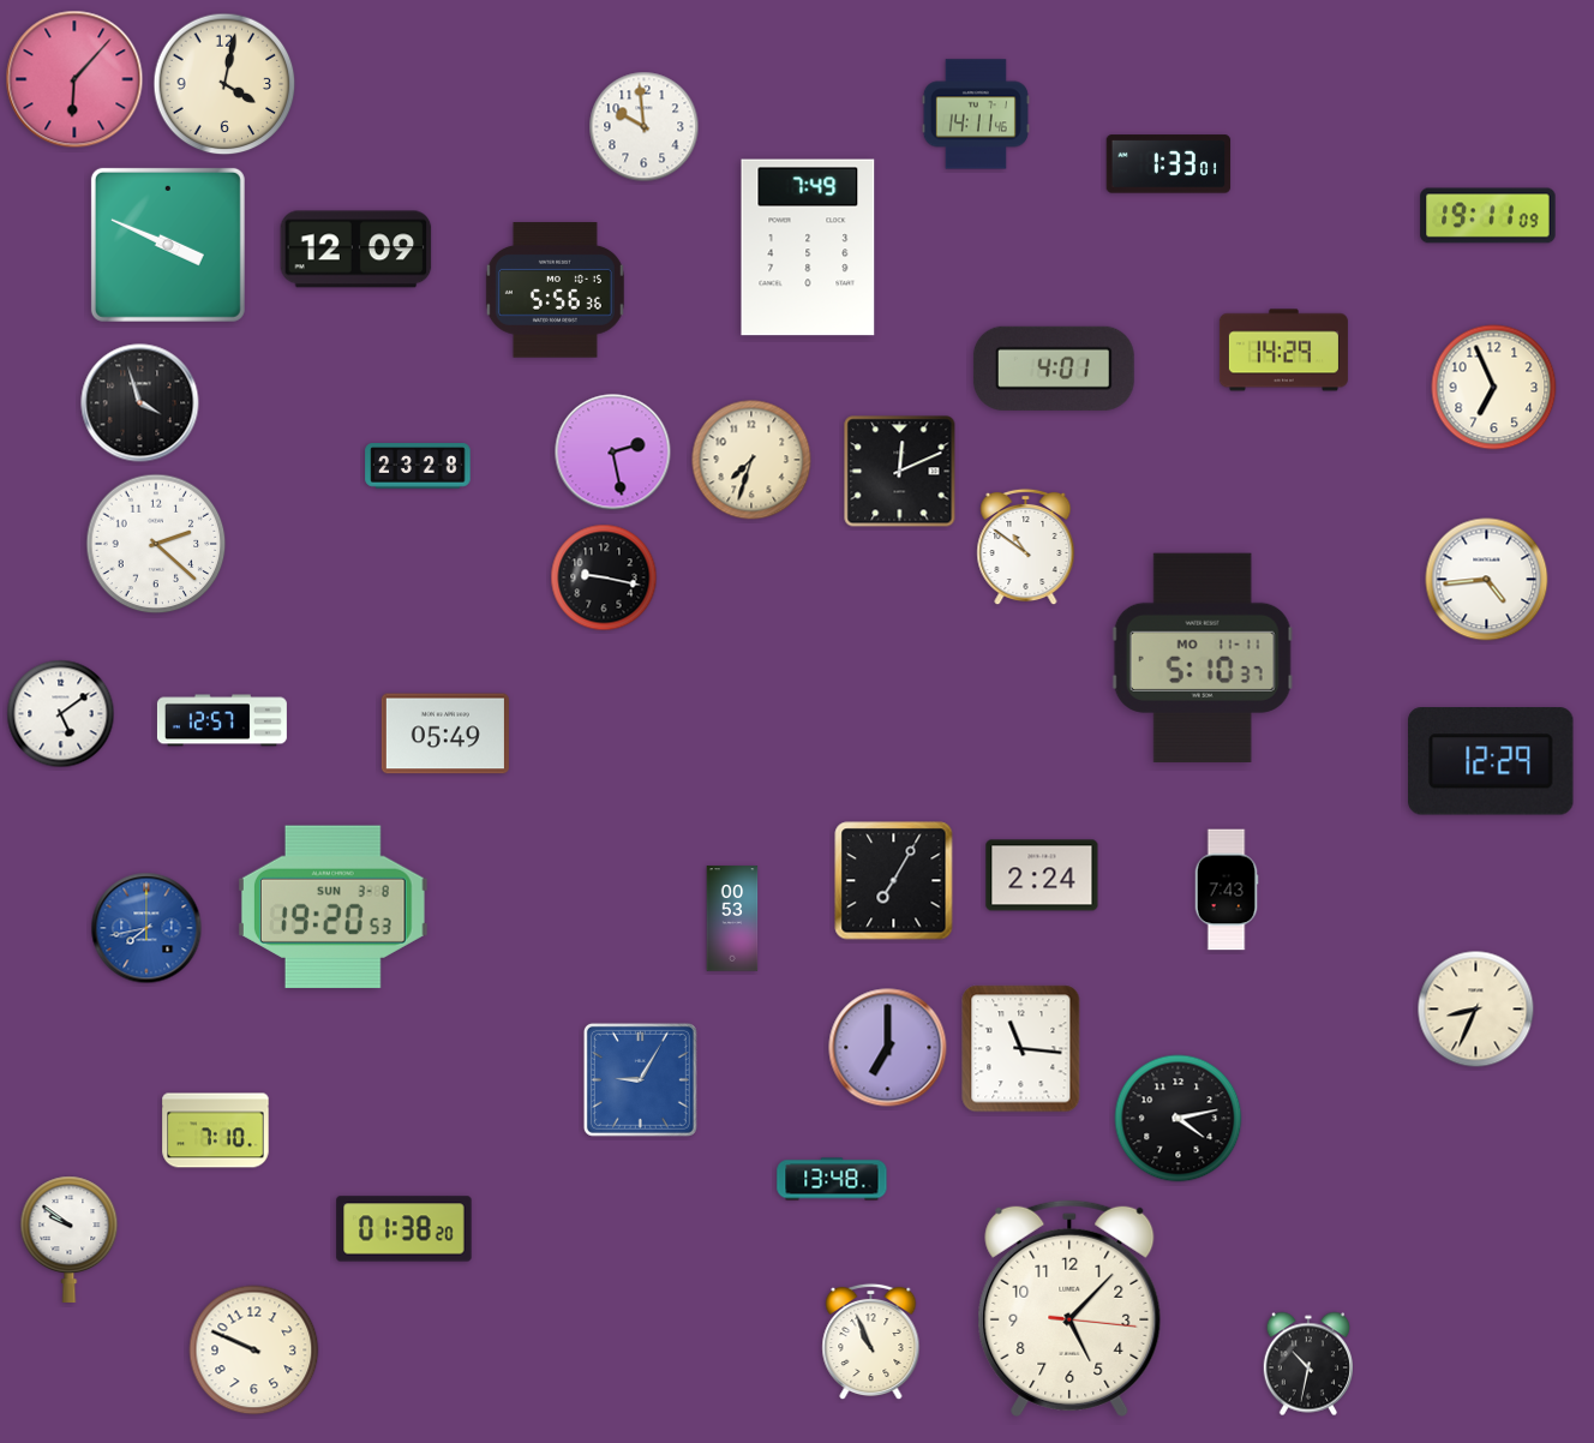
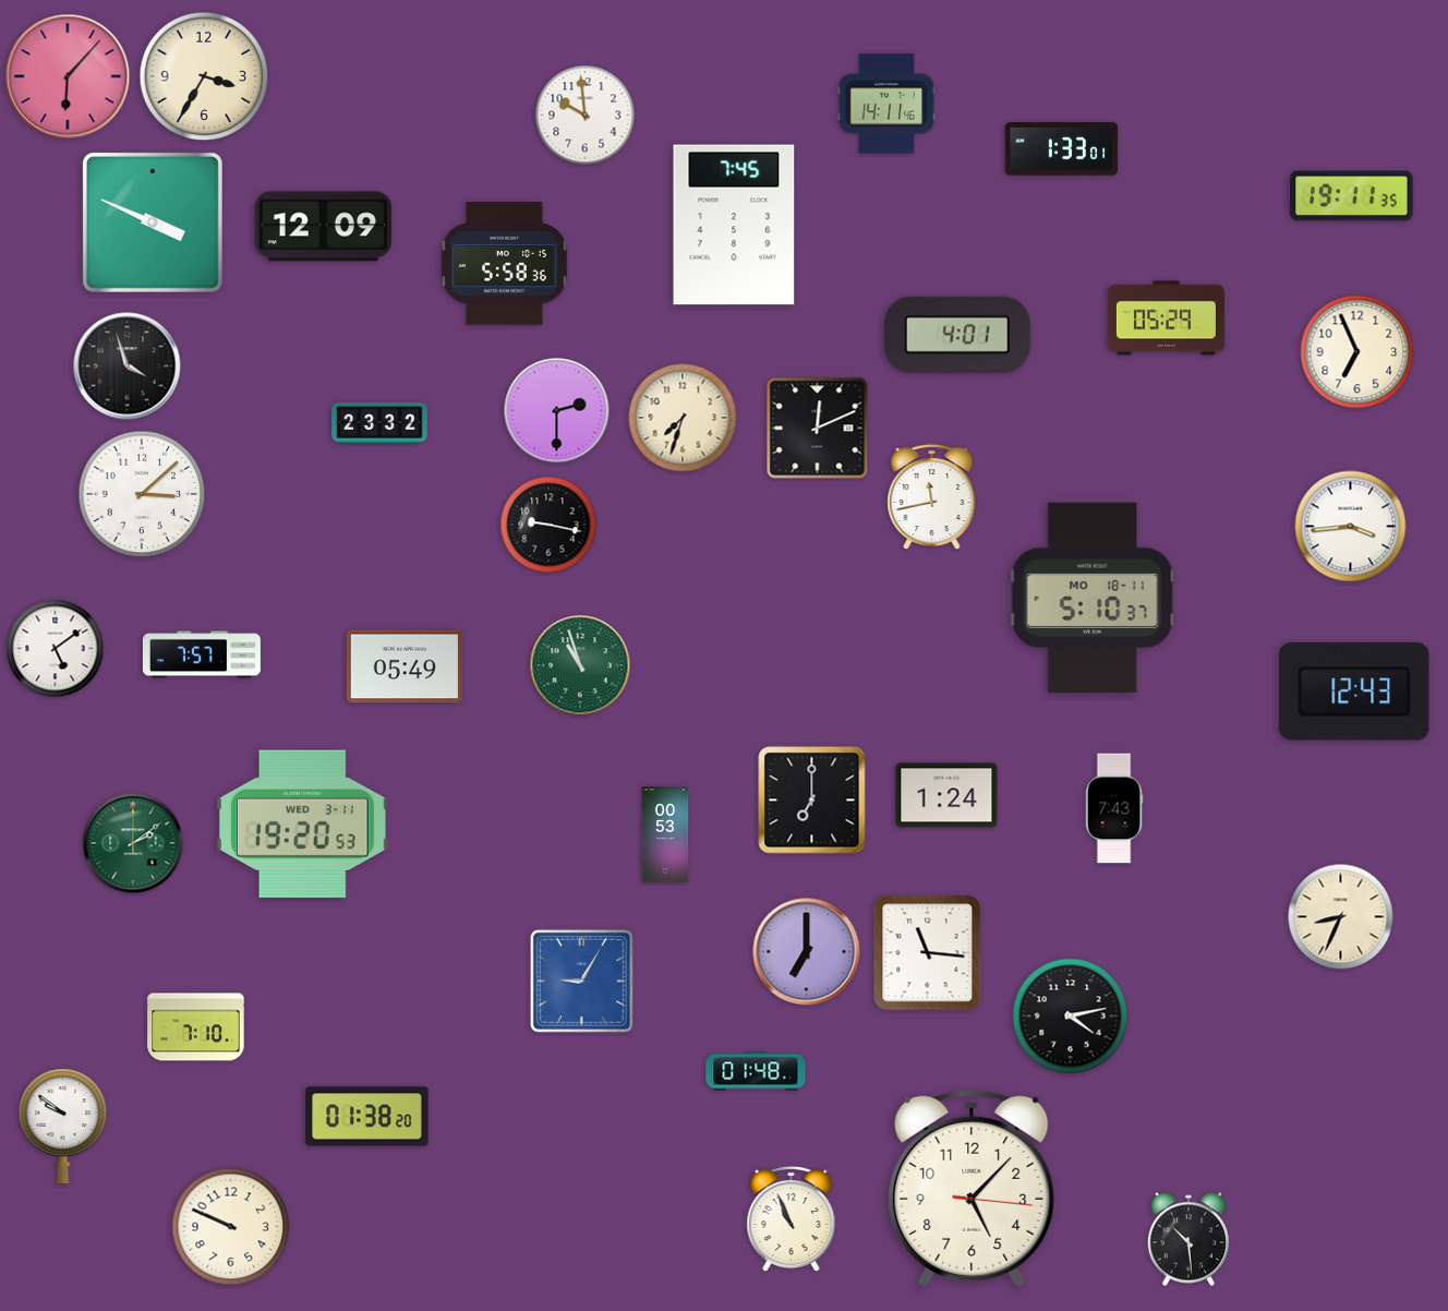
clock at (74, 79) position: (74, 79) -> (68, 76)
clock at (224, 84): 4:02 -> 3:35
clock at (1488, 216): 19:11:09 -> 19:11:35
clock at (808, 247): 7:49 -> 7:45
clock at (555, 291): 5:56 -> 5:58
clock at (1283, 351): 14:29 -> 05:29
clock at (613, 453): 2:28 -> 2:30
clock at (418, 467): 23:28 -> 23:32
clock at (156, 544): 2:22 -> 3:08
clock at (1026, 547): 10:51 -> 11:43
clock at (1487, 580): 4:44 -> 3:44
clock at (1203, 658) date: MO 11-11 -> MO 18-11
clock at (222, 720): 12:57 -> 7:57
clock at (580, 665): none -> 10:57
clock at (1491, 762): 12:29 -> 12:43
clock at (1042, 875): 2:24 -> 1:24
clock at (894, 881): 7:05 -> 7:00
clock at (332, 908) date: SUN 3-8 -> WED 3-11
clock at (146, 928): 7:43 -> 2:09
clock at (146, 928) dial: blue -> green
clock at (832, 1179): 13:48 -> 01:48
clock at (1307, 1364): 10:32 -> 10:29
